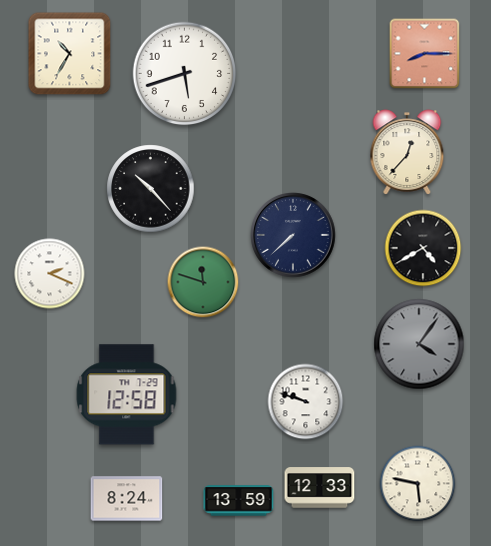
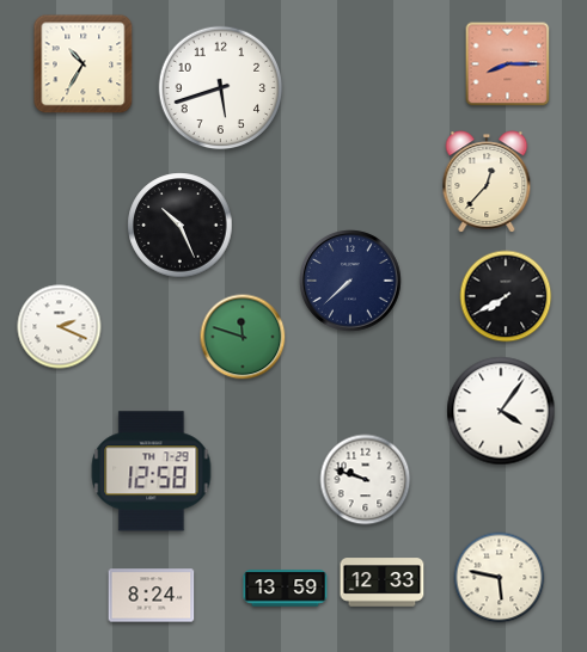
clock at (151, 189): 10:23 -> 10:26
clock at (423, 248): 4:40 -> 7:40
clock at (419, 344) dial: grey -> white
clock at (239, 501) position: (239, 501) -> (286, 589)
